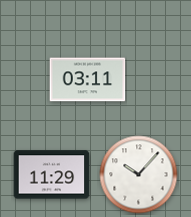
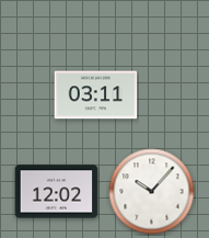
clock at (88, 80) position: (88, 80) -> (96, 95)
clock at (52, 175): 11:29 -> 12:02
